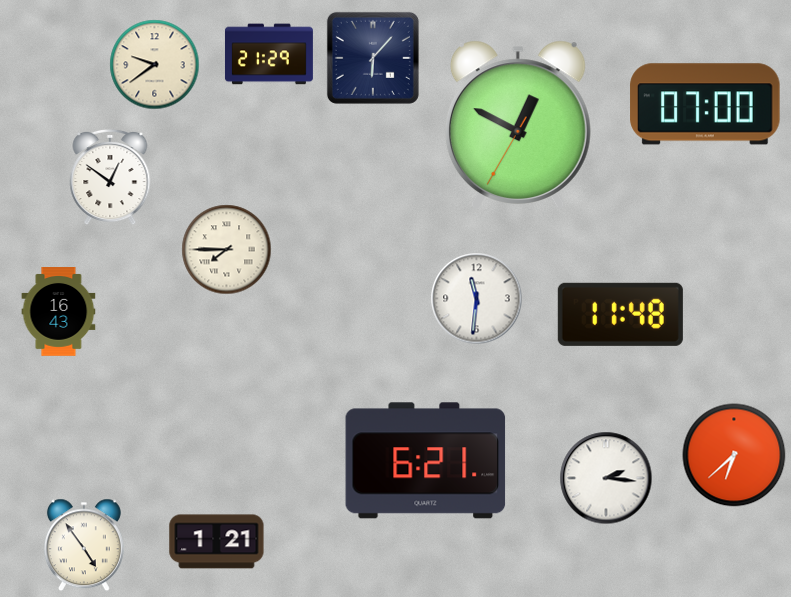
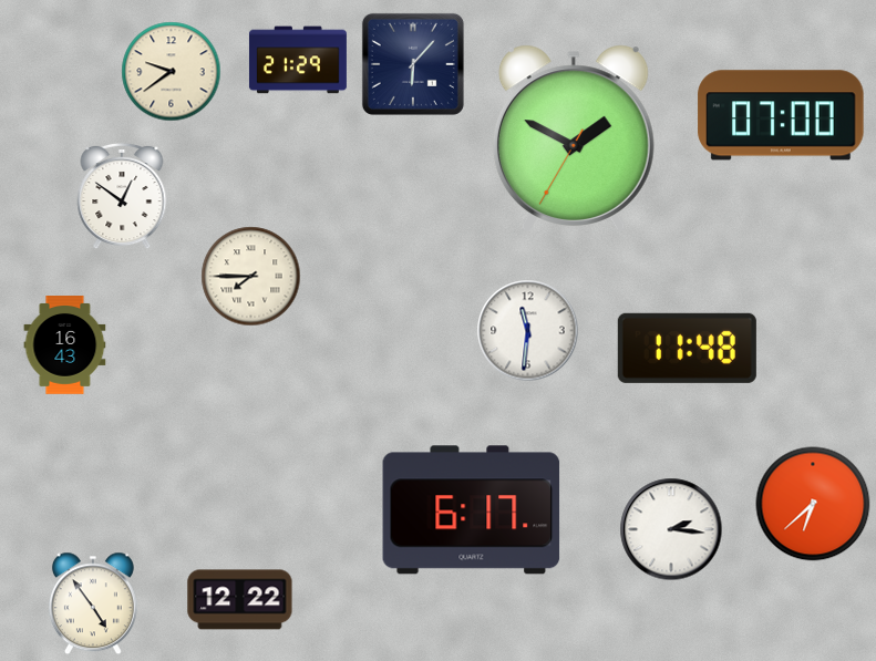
clock at (518, 125): 12:49 -> 1:49
clock at (426, 461): 6:21 -> 6:17
clock at (217, 542): 1:21 -> 12:22
